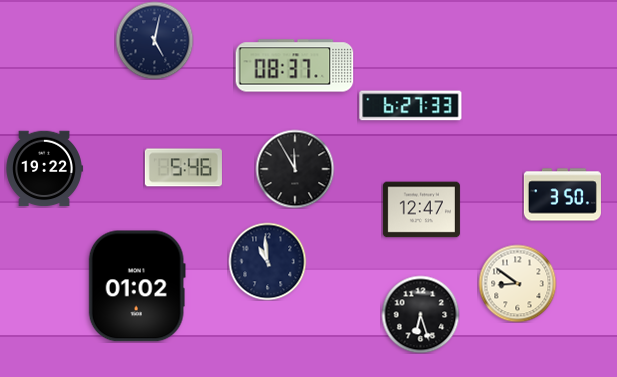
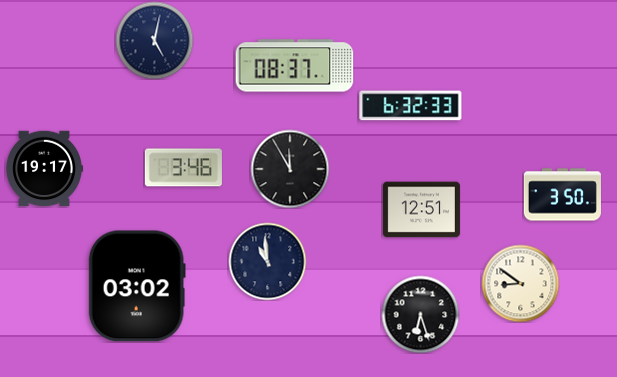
clock at (411, 106): 6:27 -> 6:32
clock at (183, 168): 5:46 -> 3:46
clock at (44, 169): 19:22 -> 19:17
clock at (295, 169) position: (295, 169) -> (290, 169)
clock at (421, 210): 12:47 -> 12:51
clock at (517, 283) position: (517, 283) -> (520, 283)
clock at (137, 286): 01:02 -> 03:02
